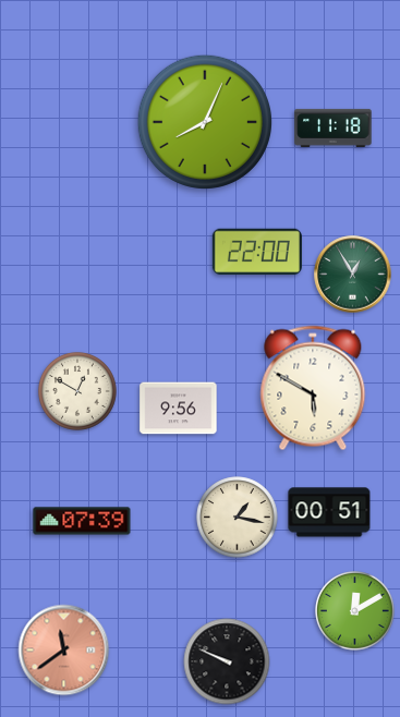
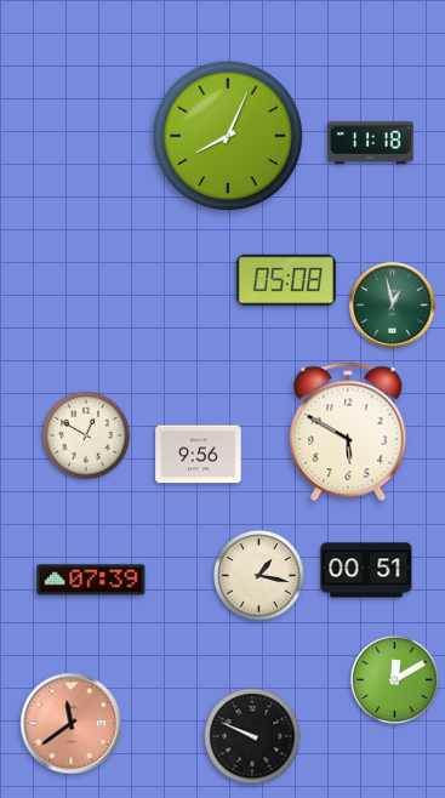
clock at (257, 252): 22:00 -> 05:08
clock at (353, 275): 12:55 -> 12:58
clock at (238, 518) position: (238, 518) -> (259, 576)
